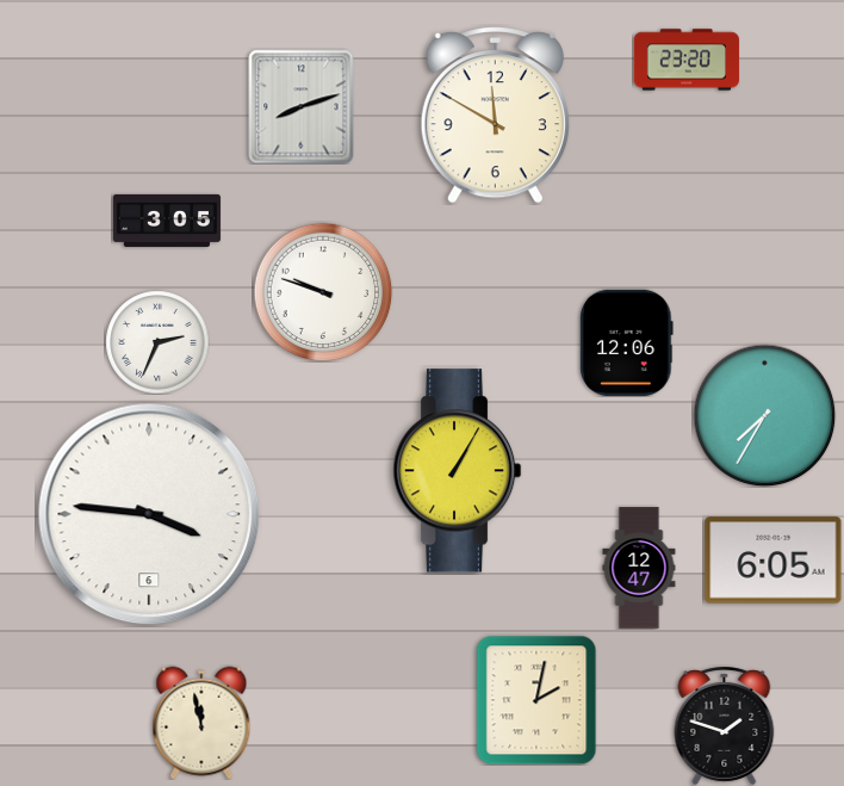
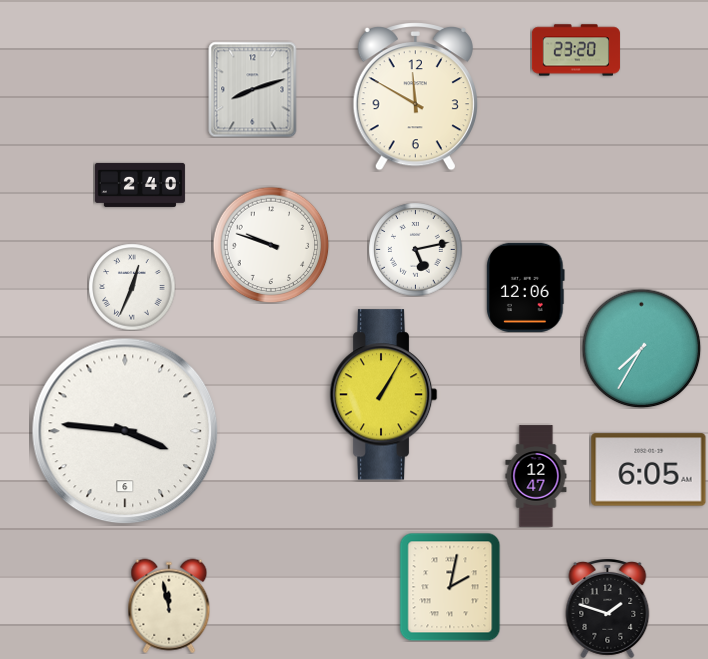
clock at (167, 221): 3:05 -> 2:40
clock at (415, 249): none -> 5:13
clock at (157, 342): 2:34 -> 12:34
